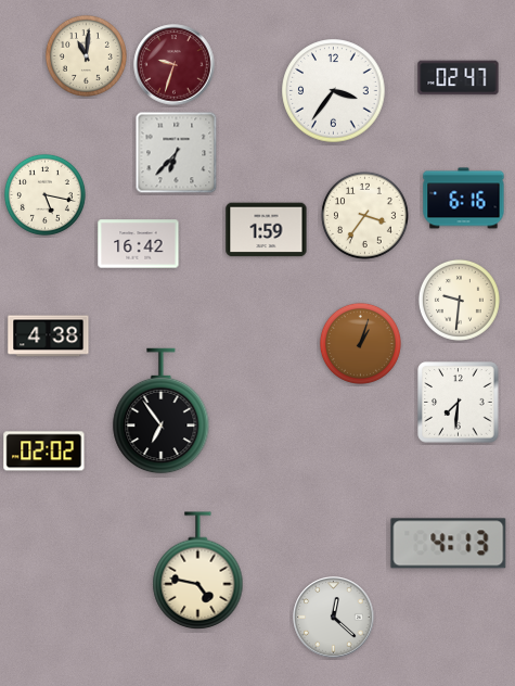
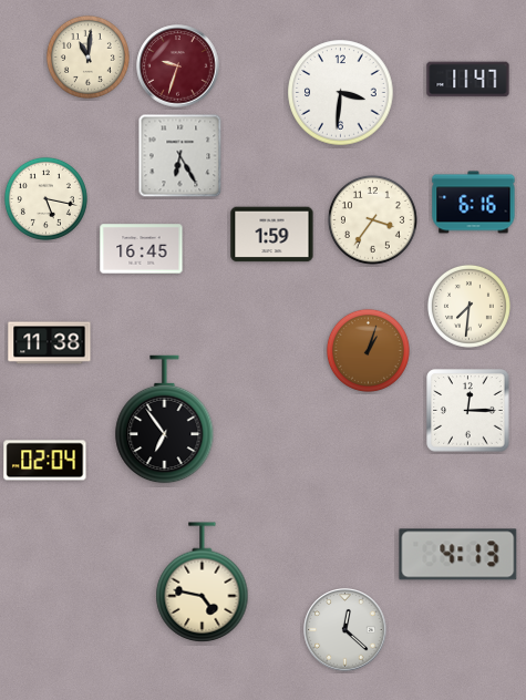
clock at (459, 78): 02:47 -> 11:47
clock at (334, 91): 3:36 -> 3:31
clock at (177, 153): 6:37 -> 6:25
clock at (139, 244): 16:42 -> 16:45
clock at (459, 300): 9:31 -> 7:31
clock at (49, 336): 4:38 -> 11:38
clock at (459, 403): 7:31 -> 12:15
clock at (44, 452): 02:02 -> 02:04
clock at (334, 618) position: (334, 618) -> (345, 630)
